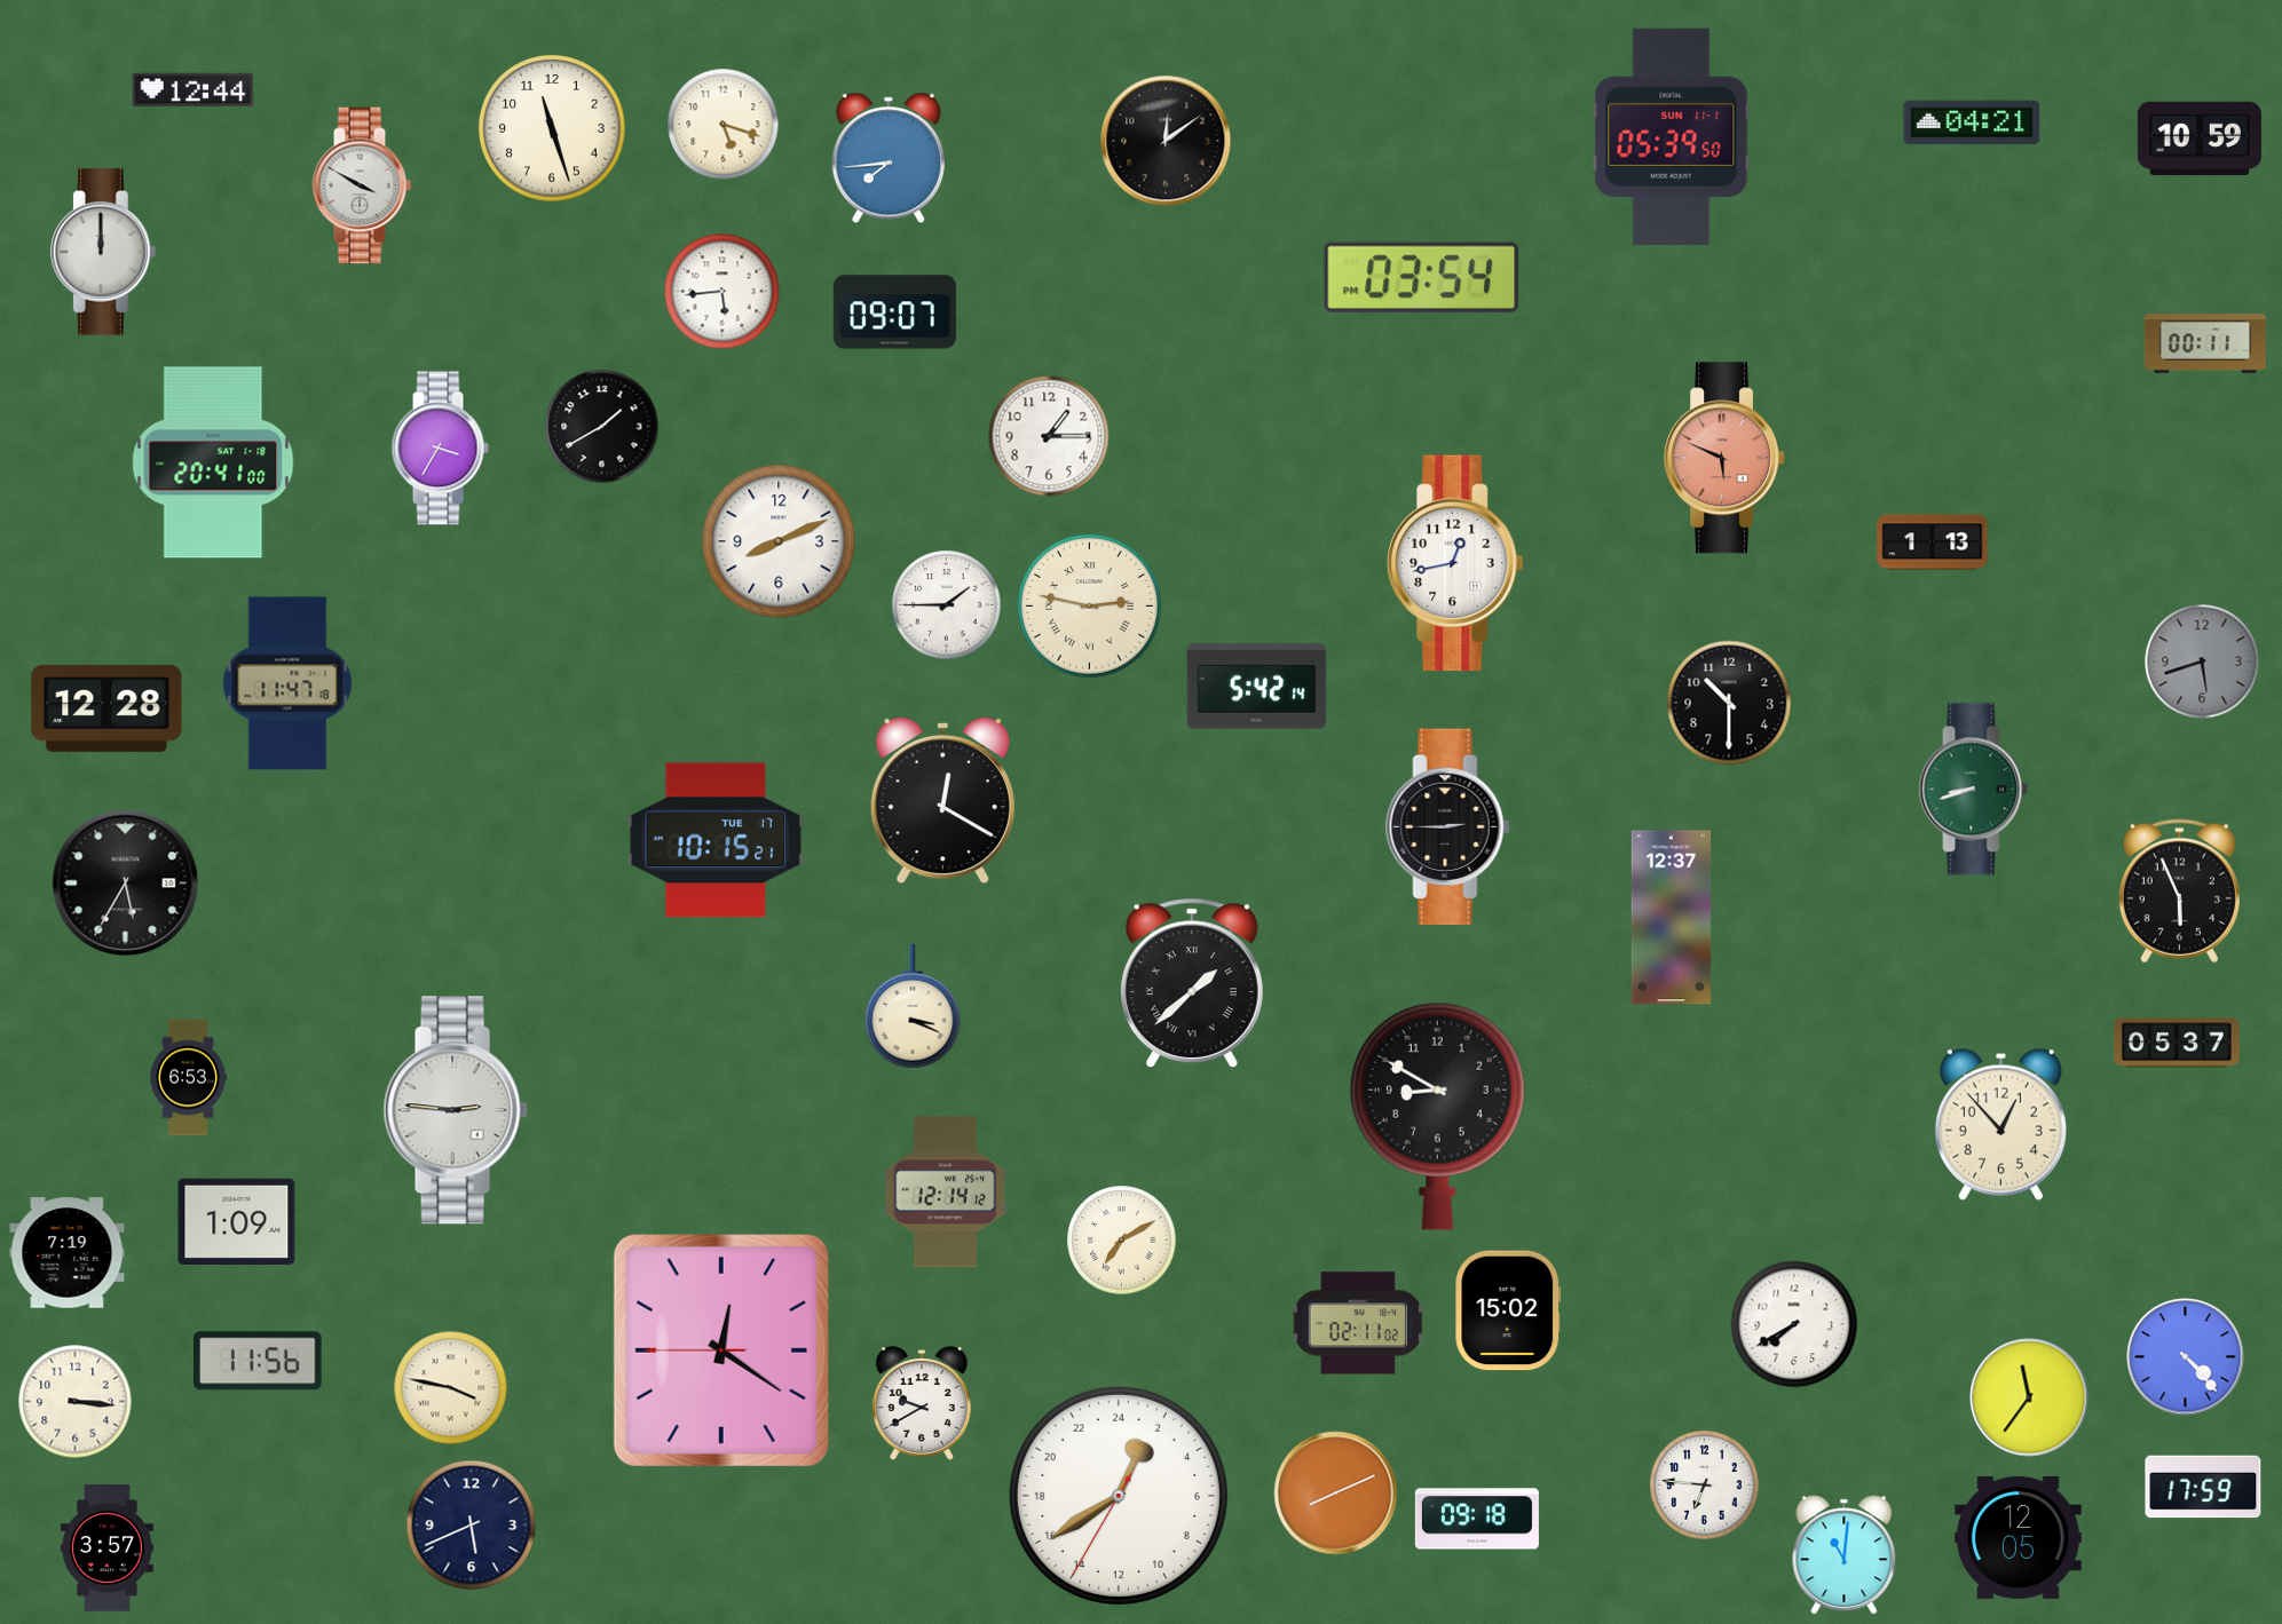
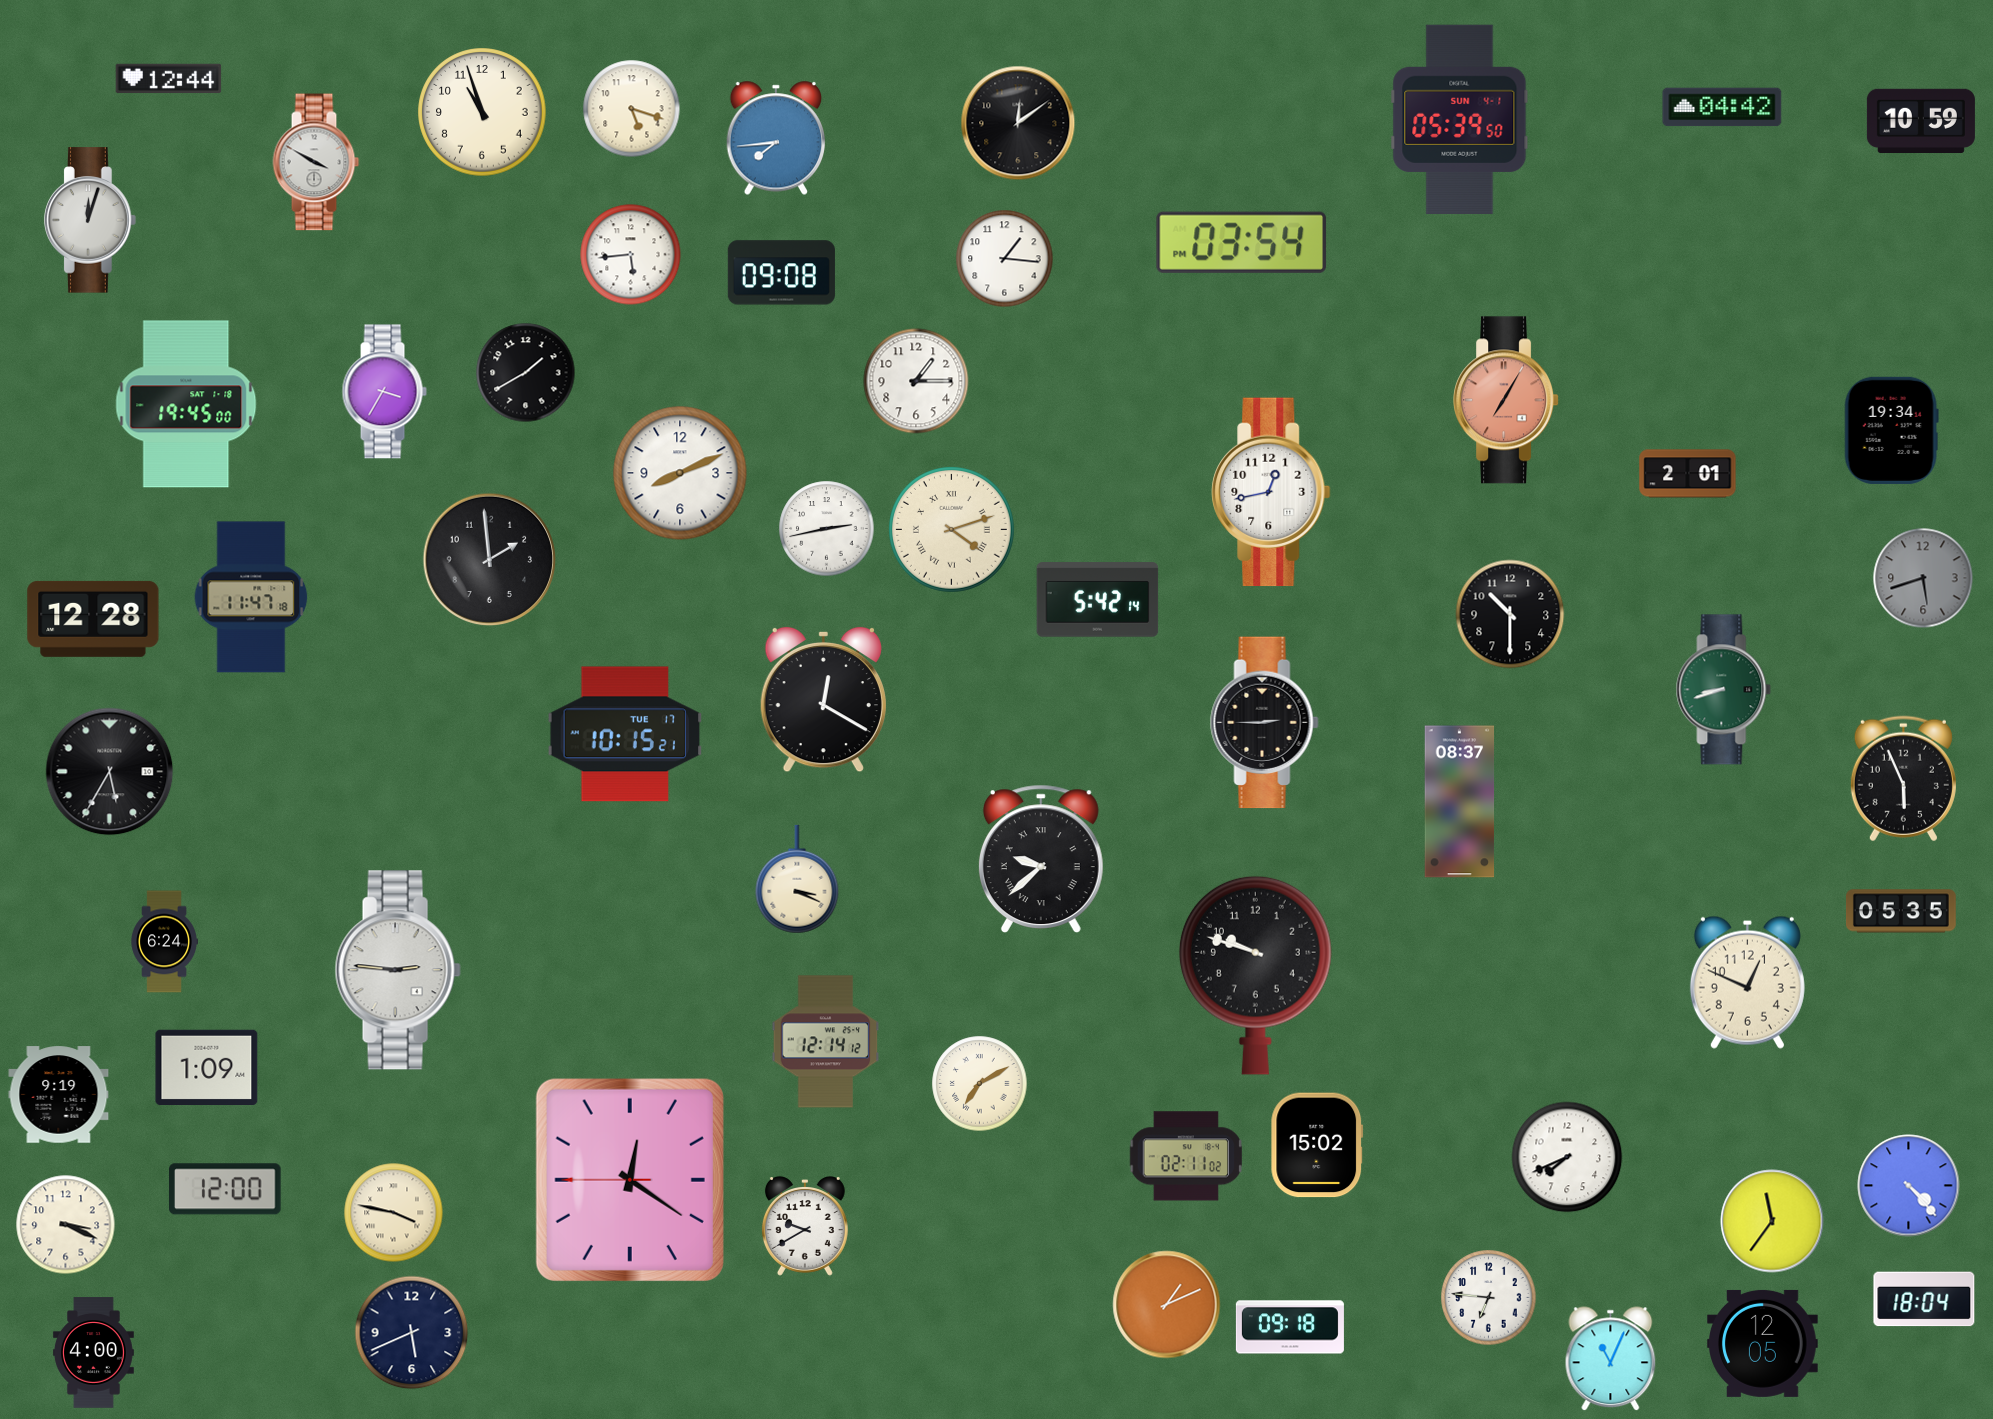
clock at (1972, 122): 04:21 -> 04:42
clock at (552, 128): 11:27 -> 10:57
clock at (1672, 136) date: SUN 11-1 -> SUN 4-1
clock at (104, 252): 12:00 -> 12:03
clock at (1005, 259): none -> 1:16
clock at (894, 312): 09:07 -> 09:08
clock at (2204, 343): 00:11 -> none
clock at (1726, 458): 5:49 -> 7:05
clock at (213, 462): 20:41 -> 19:45
clock at (1891, 430): none -> 19:34
clock at (1933, 542): 1:13 -> 2:01
clock at (947, 605): 1:45 -> 2:43
clock at (1089, 605): 2:47 -> 4:12
clock at (490, 560): none -> 1:59
clock at (1672, 918): 12:37 -> 08:37
clock at (1192, 982): 1:38 -> 9:38
clock at (2177, 1043): 05:37 -> 05:35
clock at (188, 1078): 6:53 -> 6:24
clock at (1437, 1116): 8:50 -> 9:48
clock at (2000, 1124): 12:53 -> 12:49
clock at (68, 1253): 7:19 -> 9:19
clock at (1794, 1324): 7:40 -> 7:41
clock at (259, 1361): 11:56 -> 12:00
clock at (76, 1402): 3:16 -> 3:19
clock at (2203, 1487): 17:59 -> 18:04
clock at (1336, 1494): 8:11 -> 1:11
clock at (1119, 1496): 1:39 -> none
clock at (106, 1548): 3:57 -> 4:00
clock at (1845, 1555): 11:01 -> 11:04
